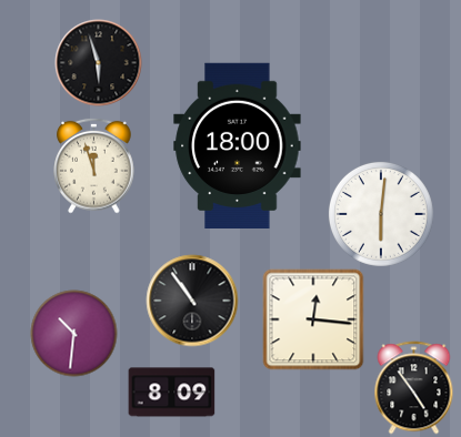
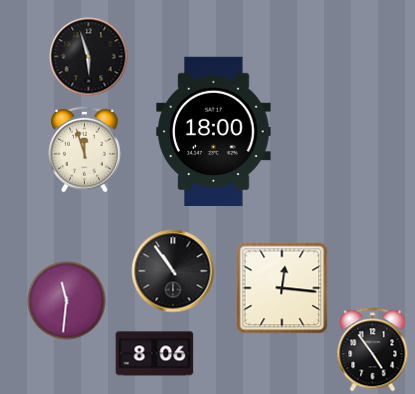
clock at (381, 214): 6:01 -> none
clock at (73, 333): 10:31 -> 11:31
clock at (171, 393): 8:09 -> 8:06
